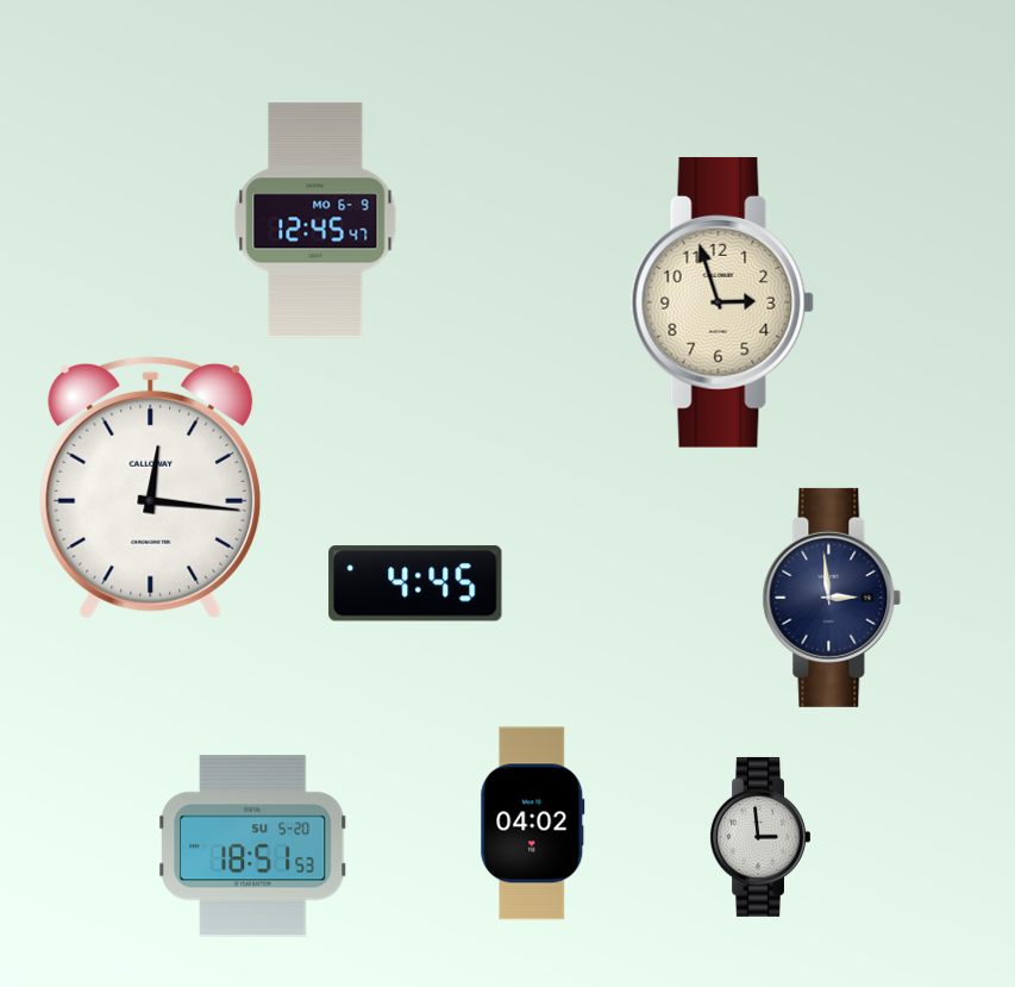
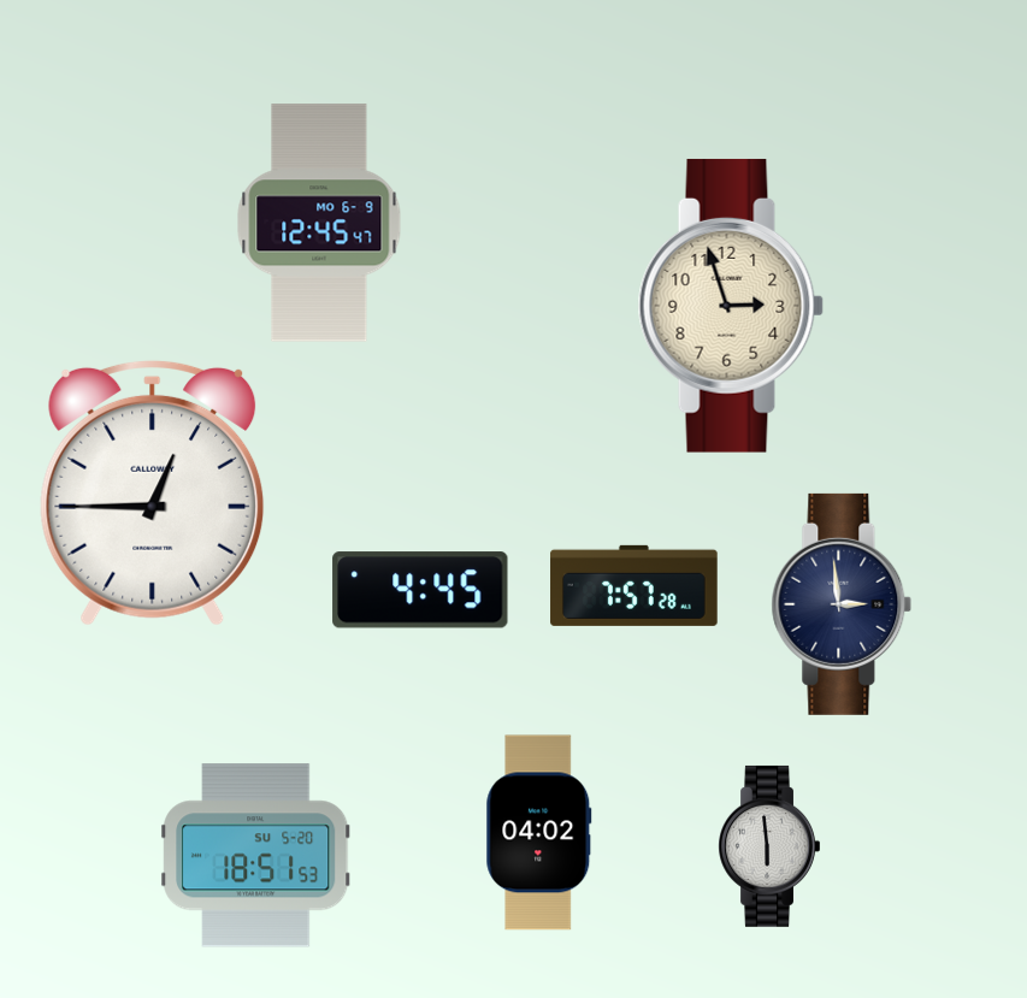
clock at (151, 487): 12:16 -> 12:45
clock at (635, 585): none -> 7:57
clock at (759, 837): 2:59 -> 5:59
